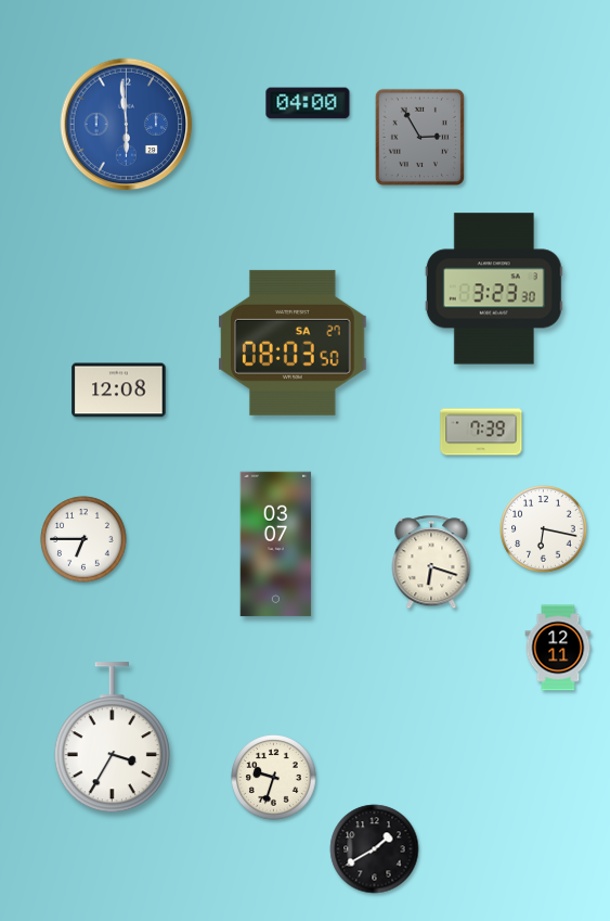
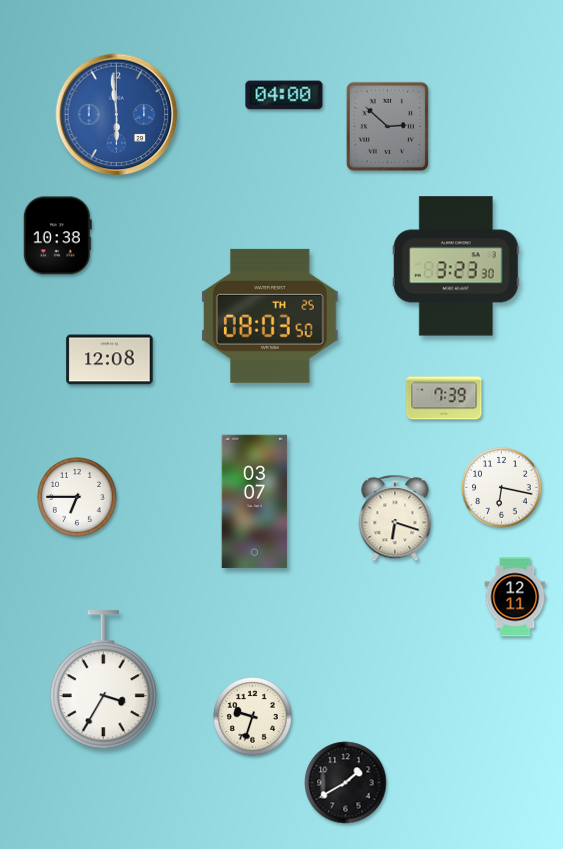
clock at (419, 137): 2:55 -> 2:52
clock at (57, 236): none -> 10:38
clock at (294, 343) date: SA 27 -> TH 25
clock at (431, 562) position: (431, 562) -> (395, 518)
